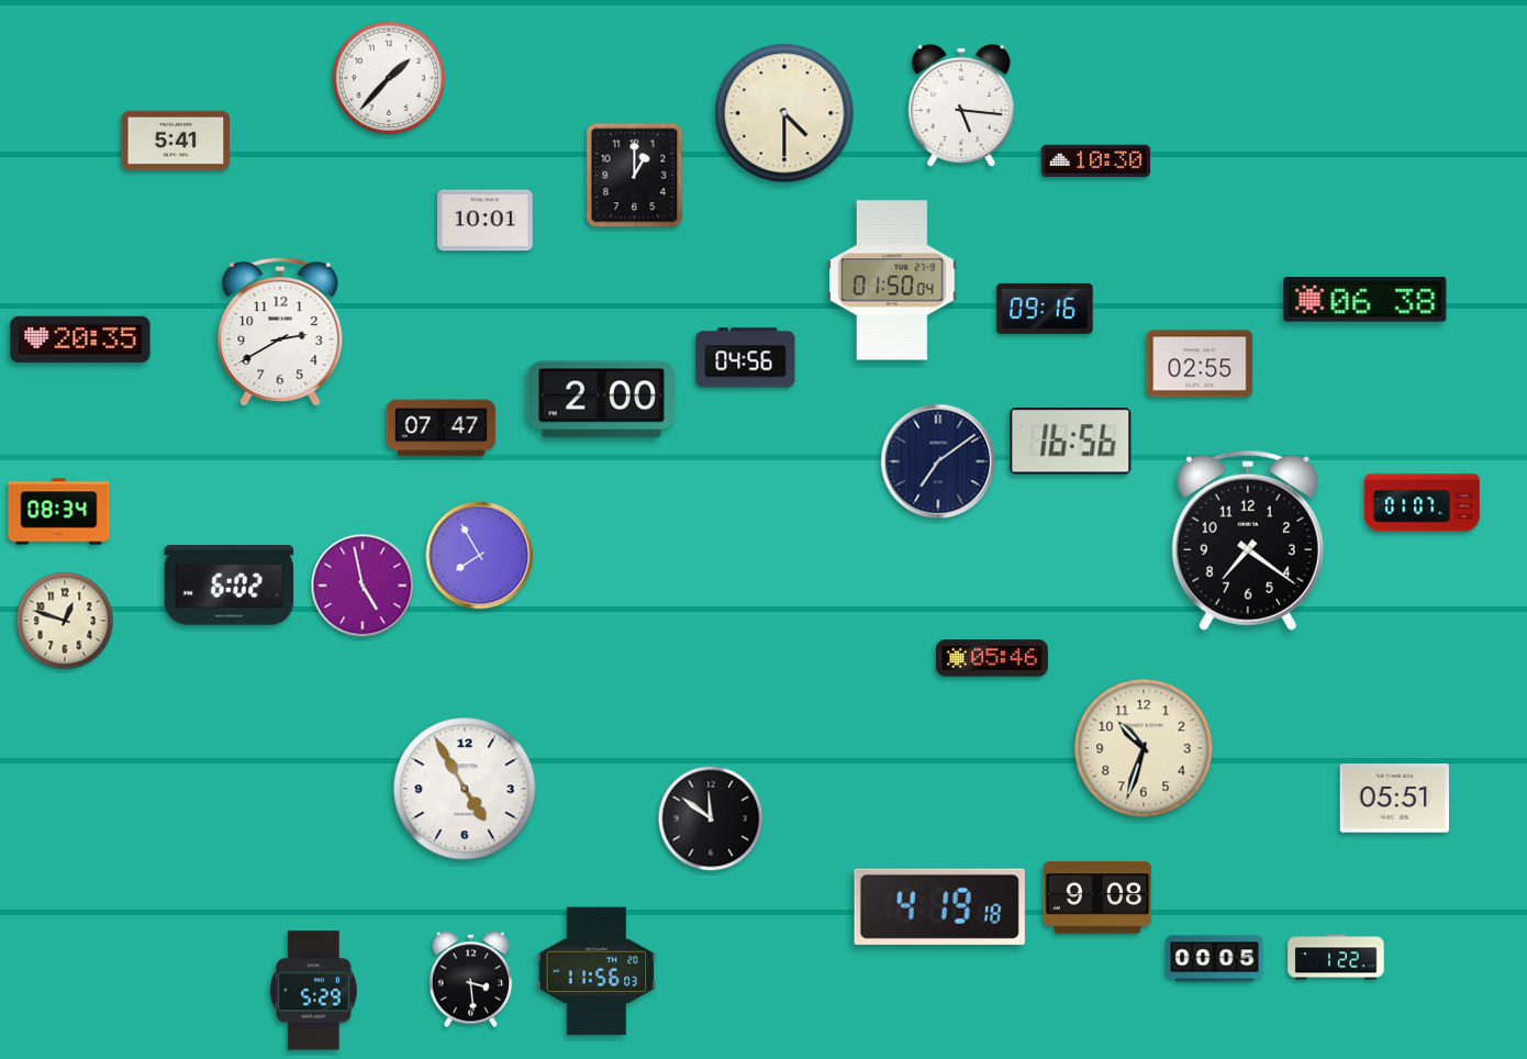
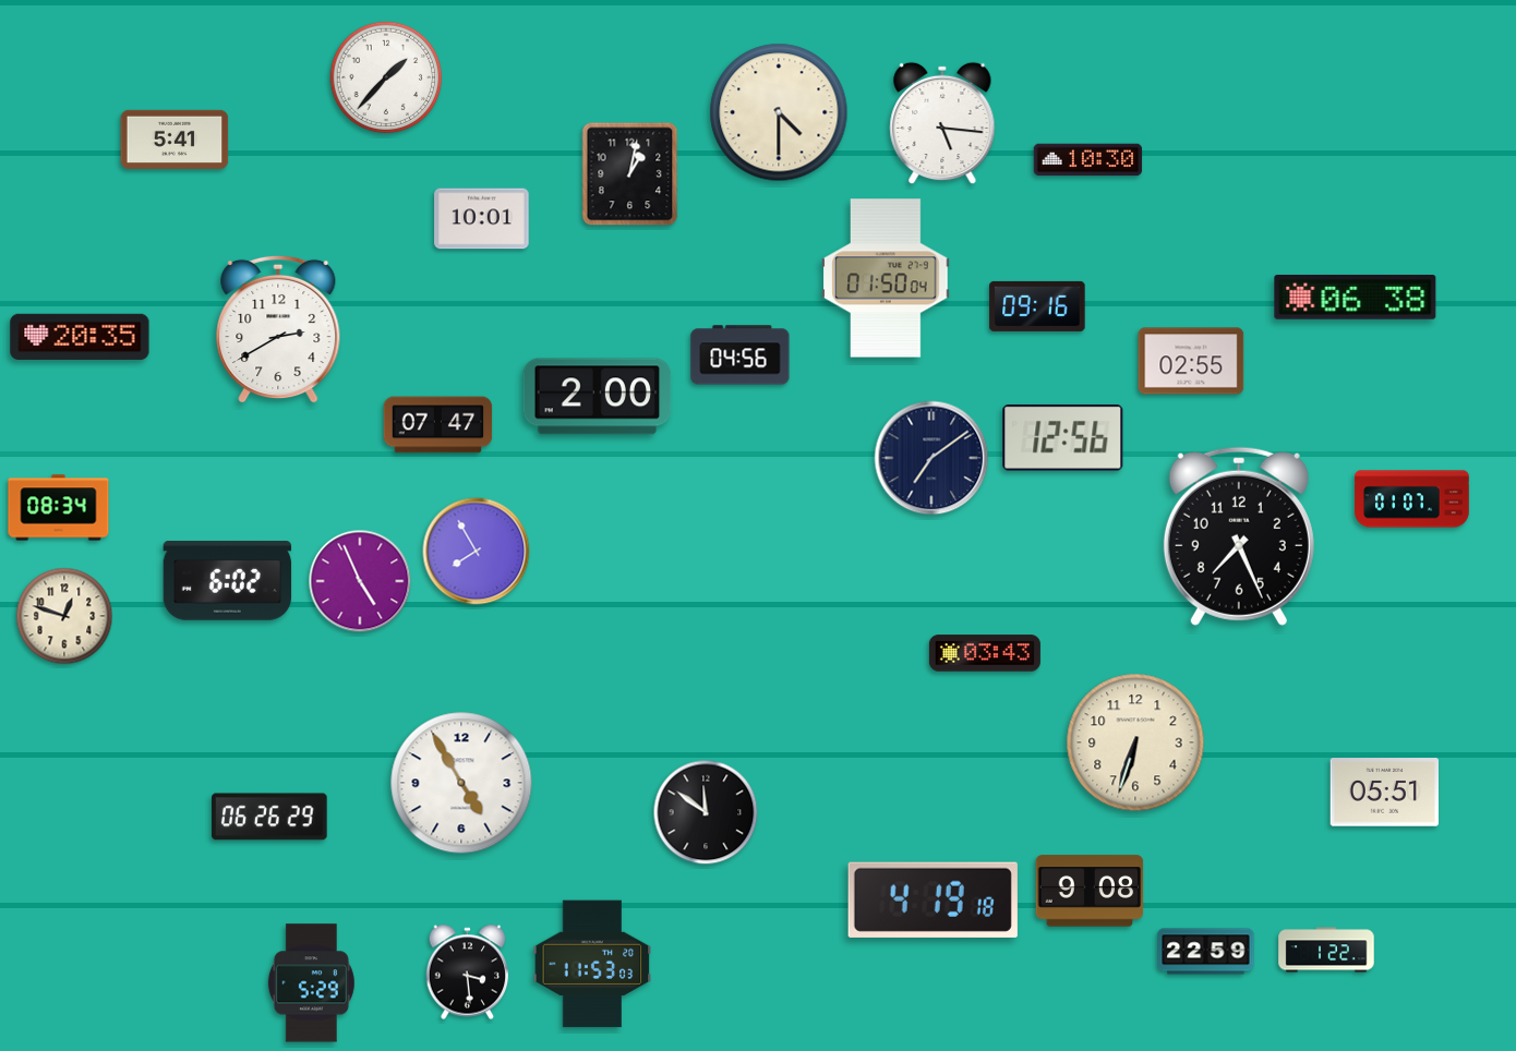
clock at (961, 105) position: (961, 105) -> (942, 123)
clock at (635, 176): 1:00 -> 1:02
clock at (1071, 442): 16:56 -> 12:56
clock at (1248, 540): 7:21 -> 7:26
clock at (363, 586): 4:58 -> 4:56
clock at (992, 658): 05:46 -> 03:43
clock at (1144, 748): 10:33 -> 6:33
clock at (269, 817): none -> 06:26
clock at (1215, 959): 00:05 -> 22:59
clock at (597, 971): 11:56 -> 11:53
